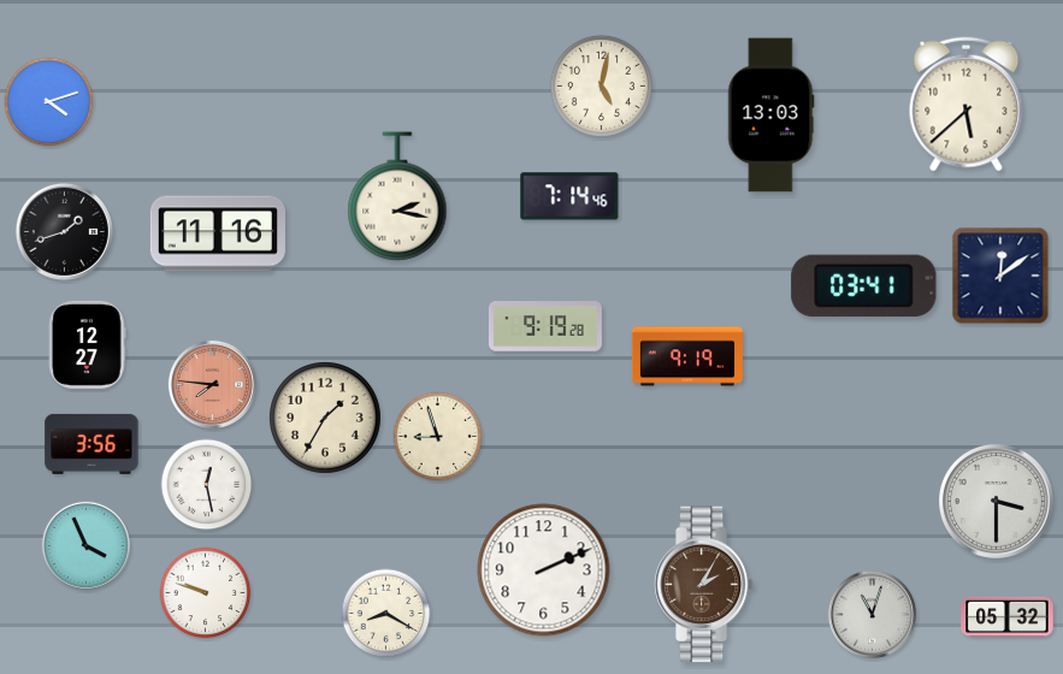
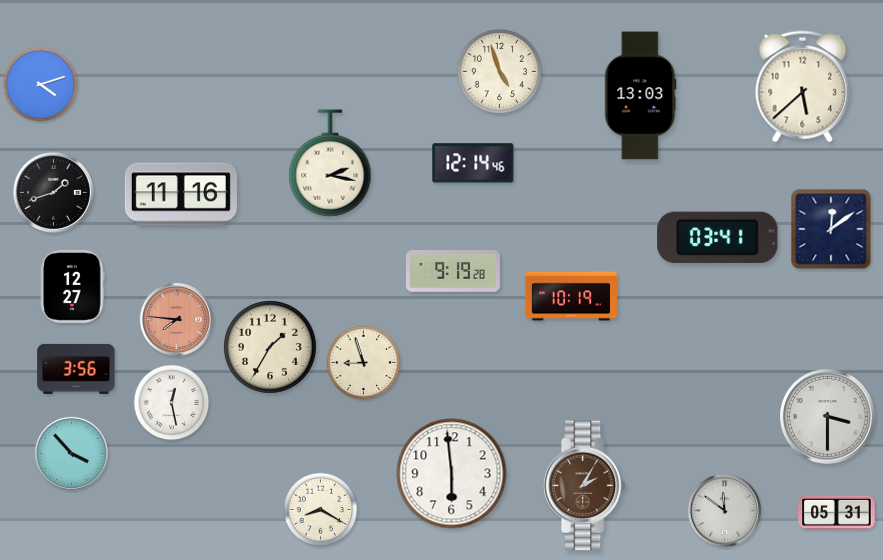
clock at (601, 85): 5:02 -> 4:57
clock at (569, 196): 7:14 -> 12:14
clock at (687, 356): 9:19 -> 10:19
clock at (85, 545): 3:56 -> 3:53
clock at (544, 570): 2:11 -> 5:59
clock at (206, 593): 9:48 -> none
clock at (872, 614): 11:03 -> 11:51
clock at (1008, 616): 05:32 -> 05:31
